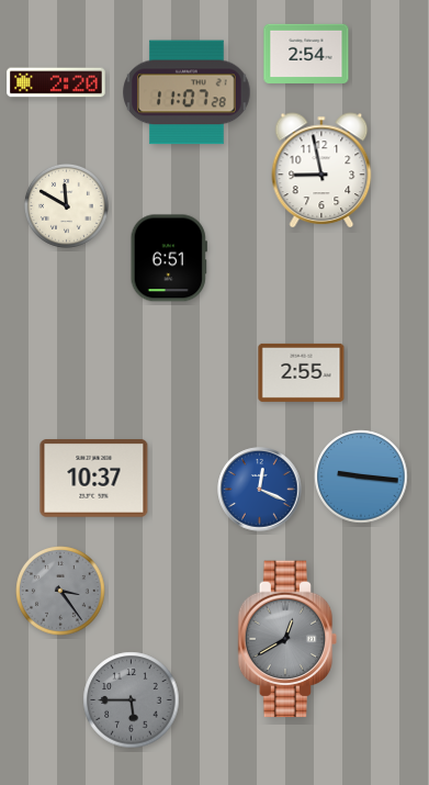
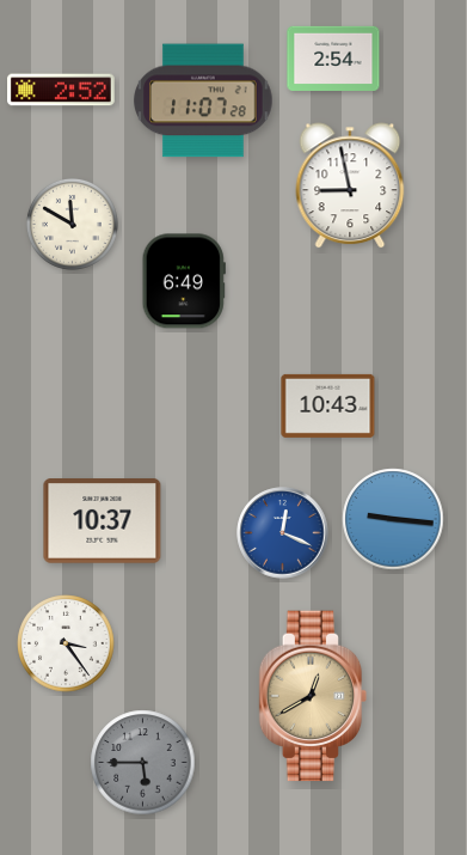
clock at (57, 82): 2:20 -> 2:52
clock at (169, 258): 6:51 -> 6:49
clock at (302, 372): 2:55 -> 10:43
clock at (60, 591) dial: grey -> white
clock at (287, 639) dial: grey -> champagne
